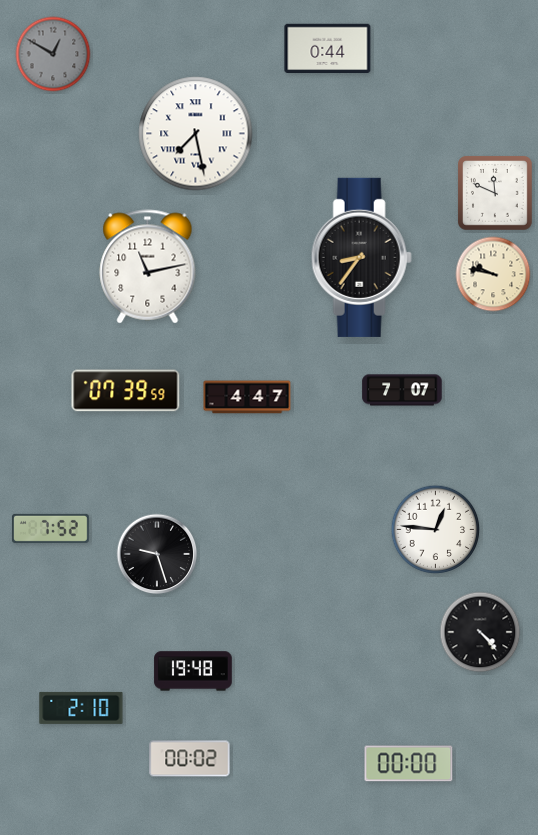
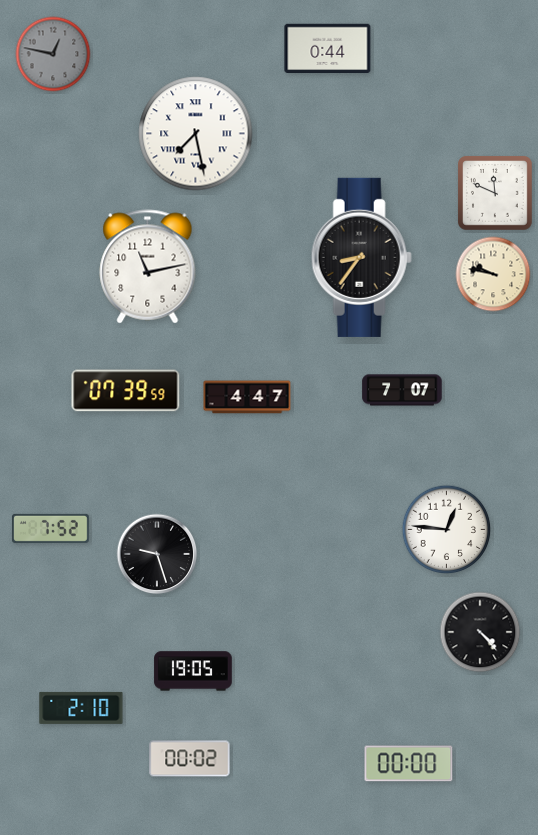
clock at (53, 54): 12:50 -> 12:47
clock at (436, 530) position: (436, 530) -> (447, 530)
clock at (193, 671): 19:48 -> 19:05
